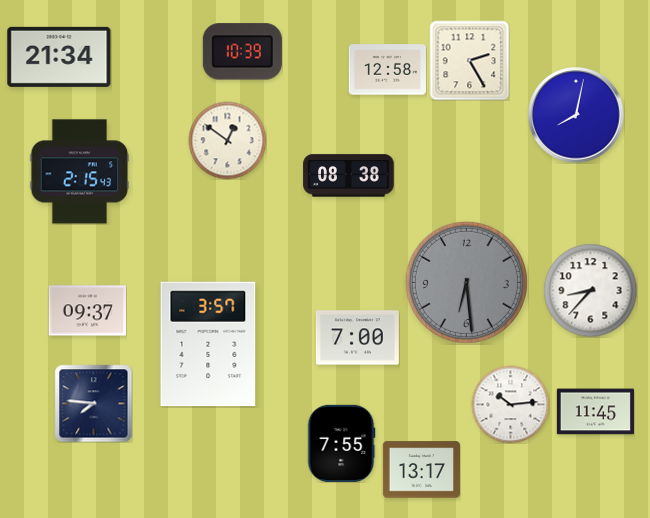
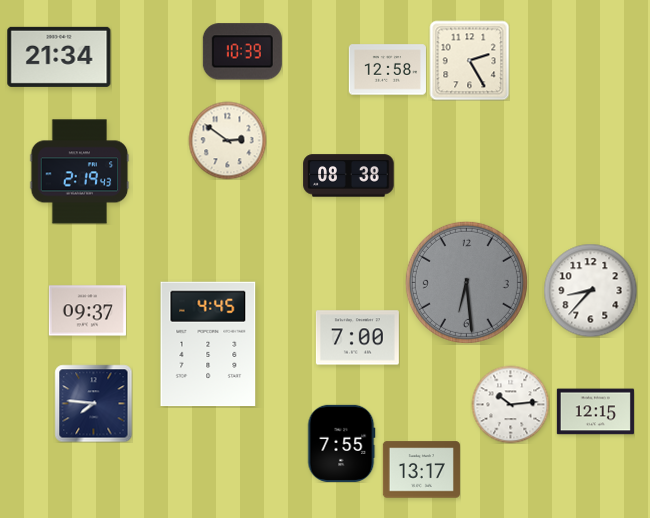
clock at (576, 115): 8:02 -> none
clock at (227, 140): 12:51 -> 2:51
clock at (80, 172): 2:15 -> 2:19
clock at (208, 344): 3:57 -> 4:45
clock at (595, 412): 11:45 -> 12:15
